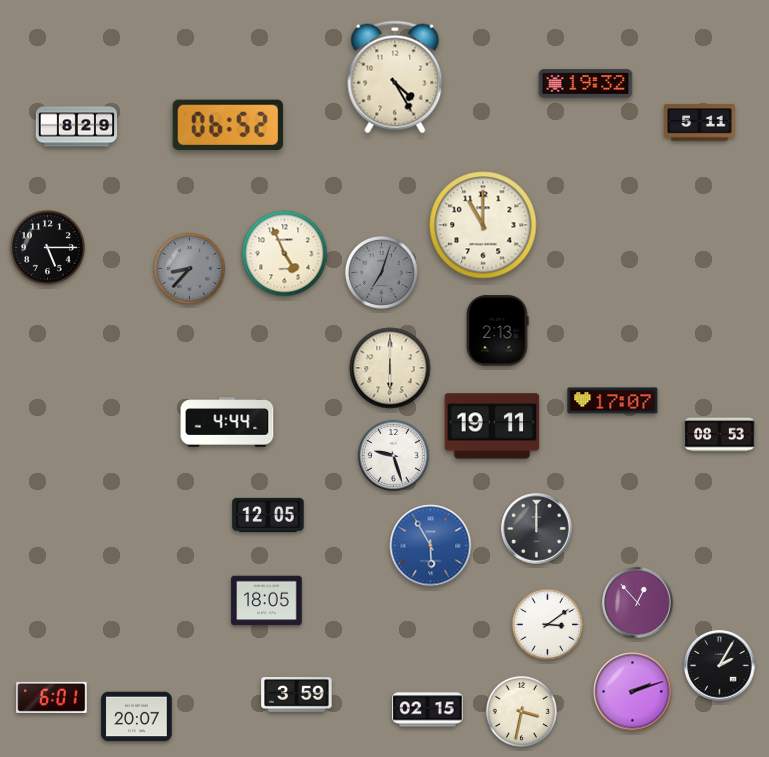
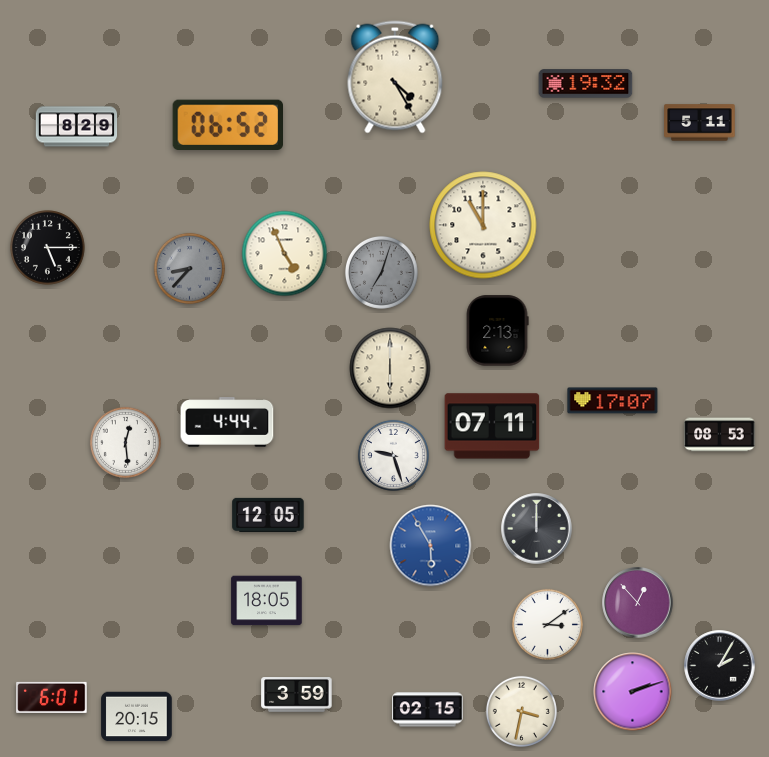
clock at (492, 426): 19:11 -> 07:11
clock at (125, 442): none -> 12:29
clock at (137, 717): 20:07 -> 20:15
